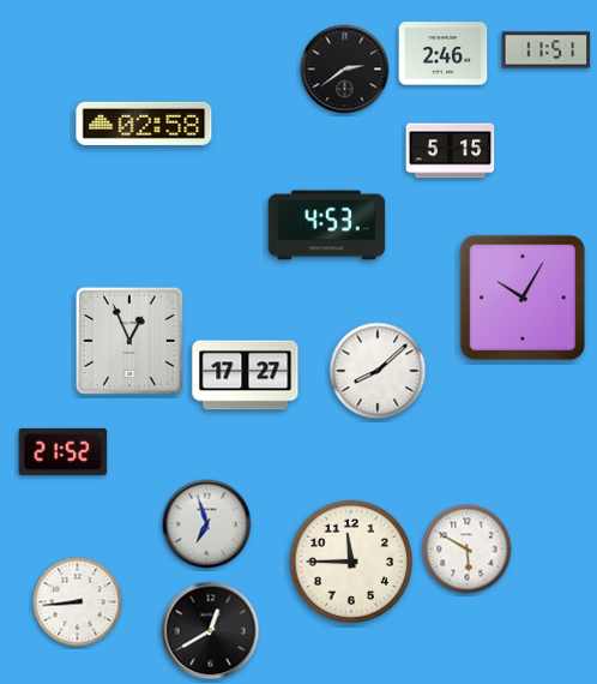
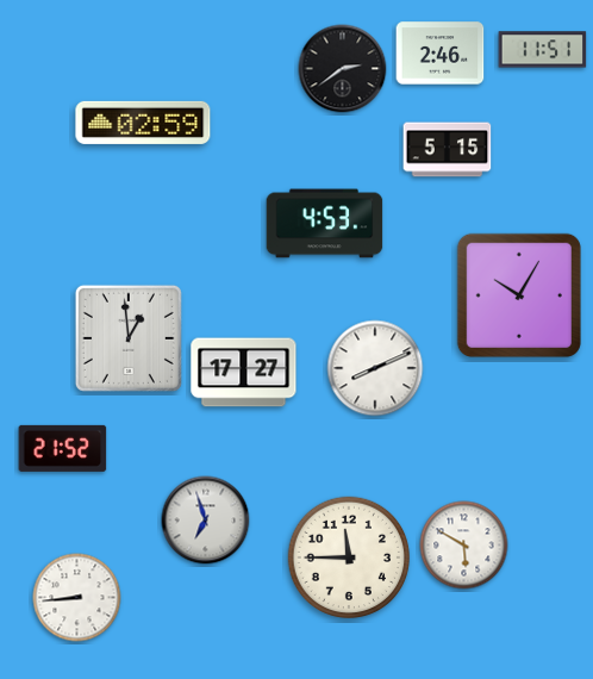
clock at (144, 124): 02:58 -> 02:59
clock at (129, 341): 12:56 -> 12:59
clock at (378, 371): 8:08 -> 8:11
clock at (211, 631): 12:40 -> none
